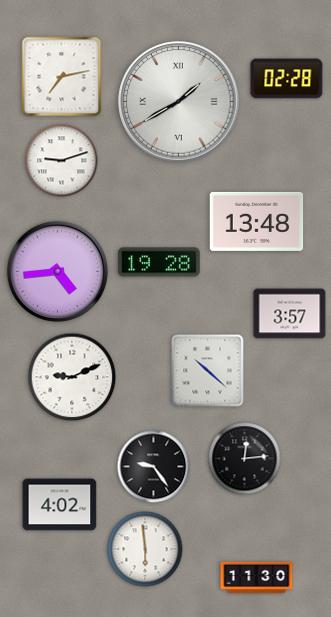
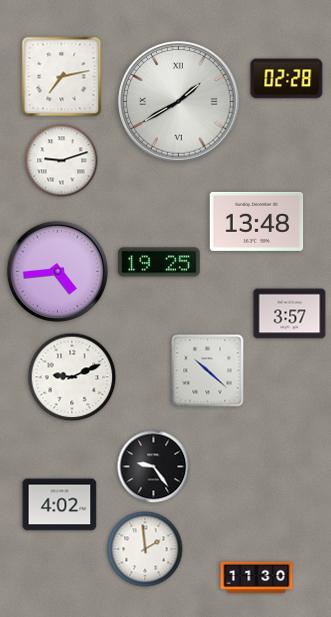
clock at (159, 262): 19:28 -> 19:25
clock at (245, 459): 12:14 -> none
clock at (145, 549): 5:59 -> 1:59
